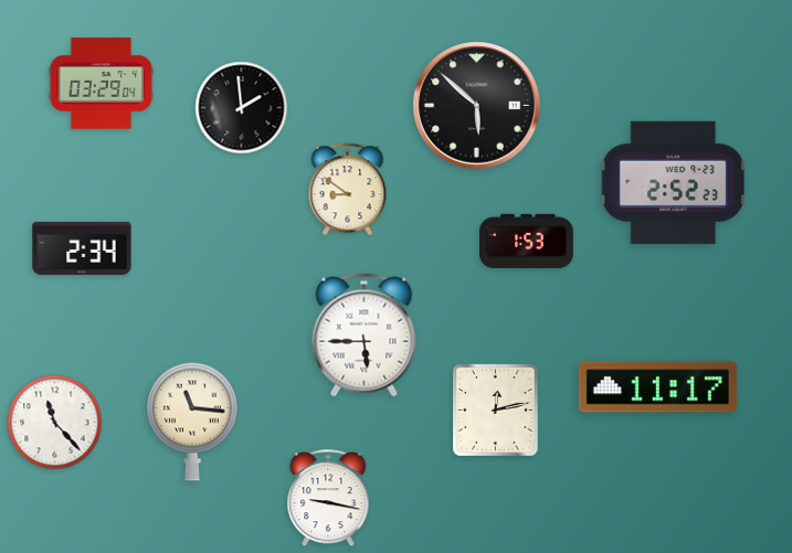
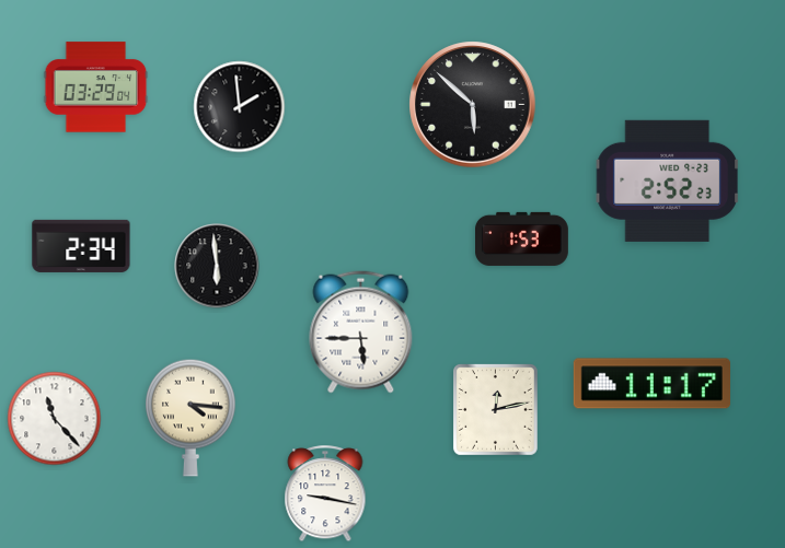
clock at (102, 84) position: (102, 84) -> (96, 88)
clock at (348, 190): 8:51 -> none
clock at (217, 266): none -> 5:59
clock at (496, 411) position: (496, 411) -> (496, 410)
clock at (192, 422): 11:16 -> 4:16
